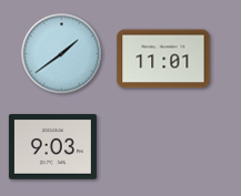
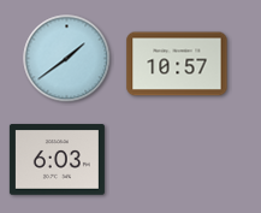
clock at (163, 59): 11:01 -> 10:57
clock at (52, 147): 9:03 -> 6:03
